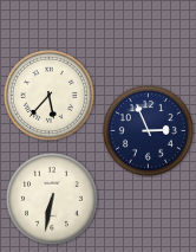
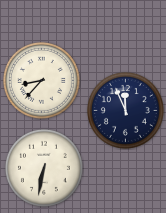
clock at (48, 95): 5:37 -> 8:37
clock at (148, 130): 2:56 -> 11:56
